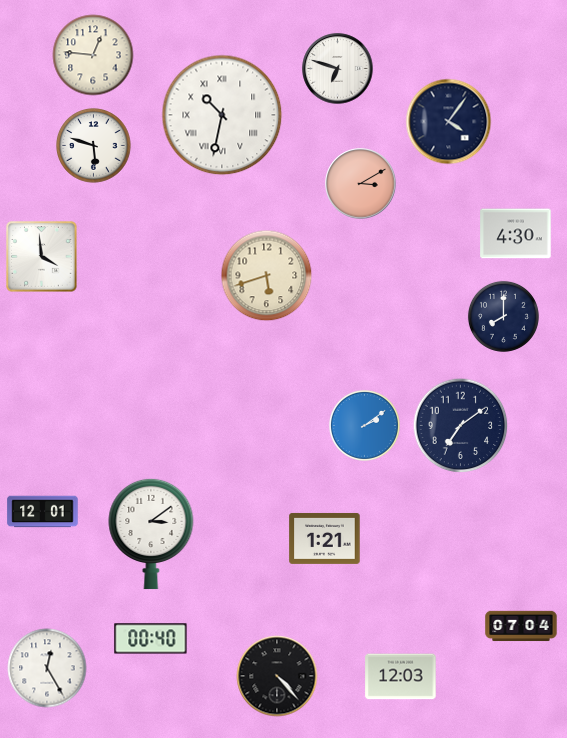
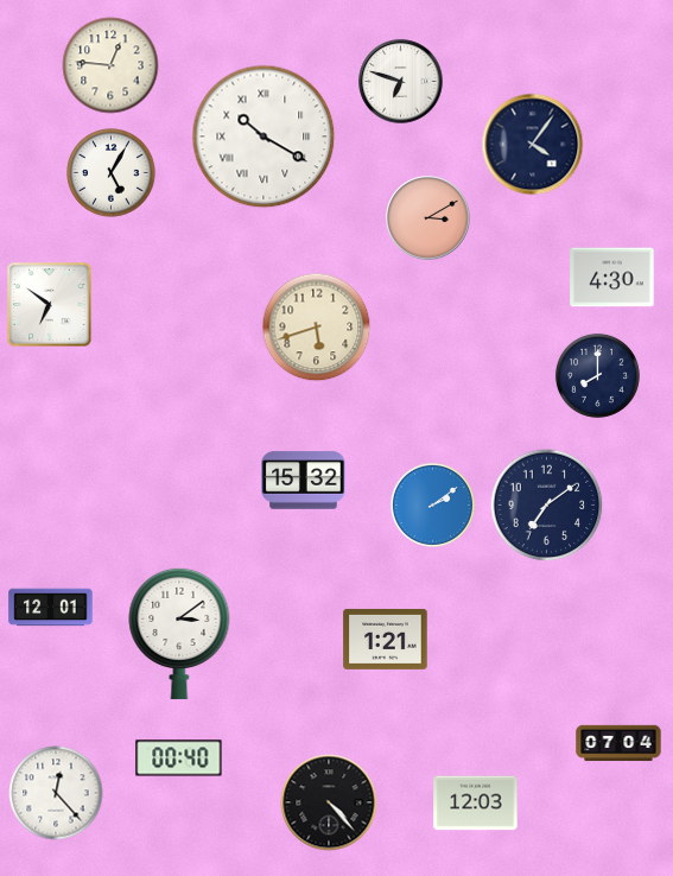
clock at (222, 115): 10:32 -> 10:20
clock at (94, 146): 5:48 -> 5:05
clock at (42, 257): 3:59 -> 6:51
clock at (304, 481): none -> 15:32
clock at (47, 668): 12:25 -> 12:23
